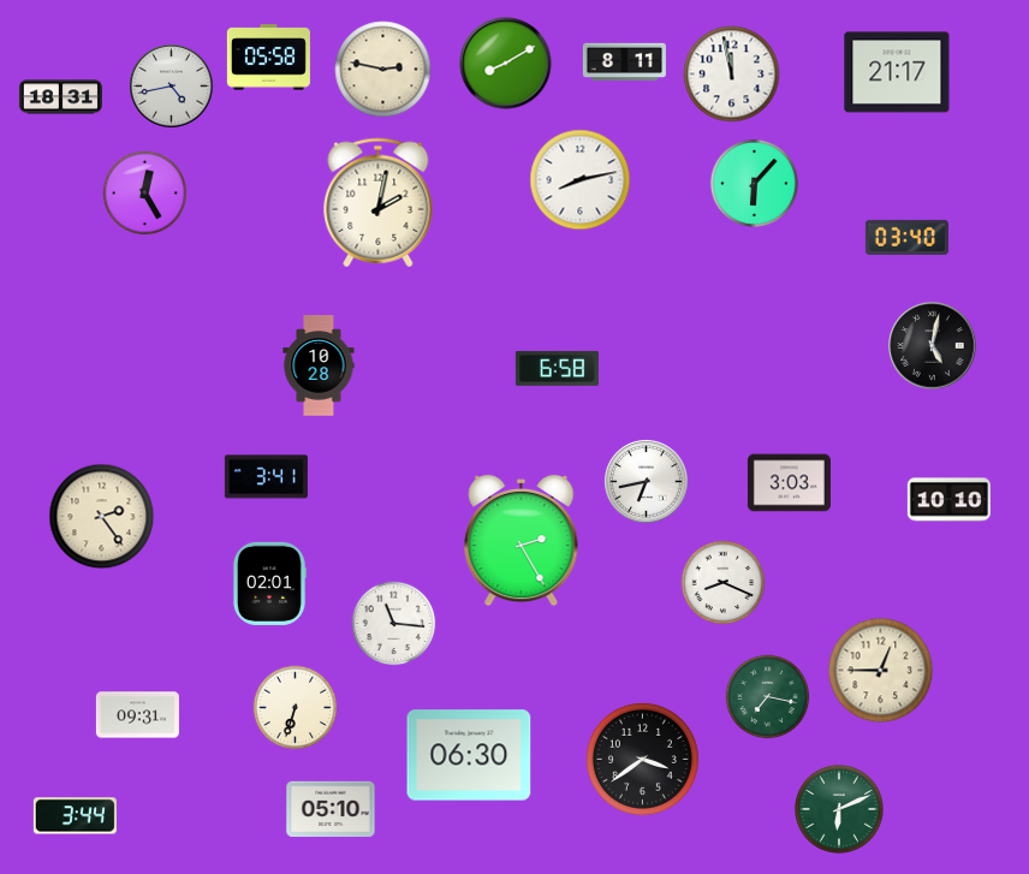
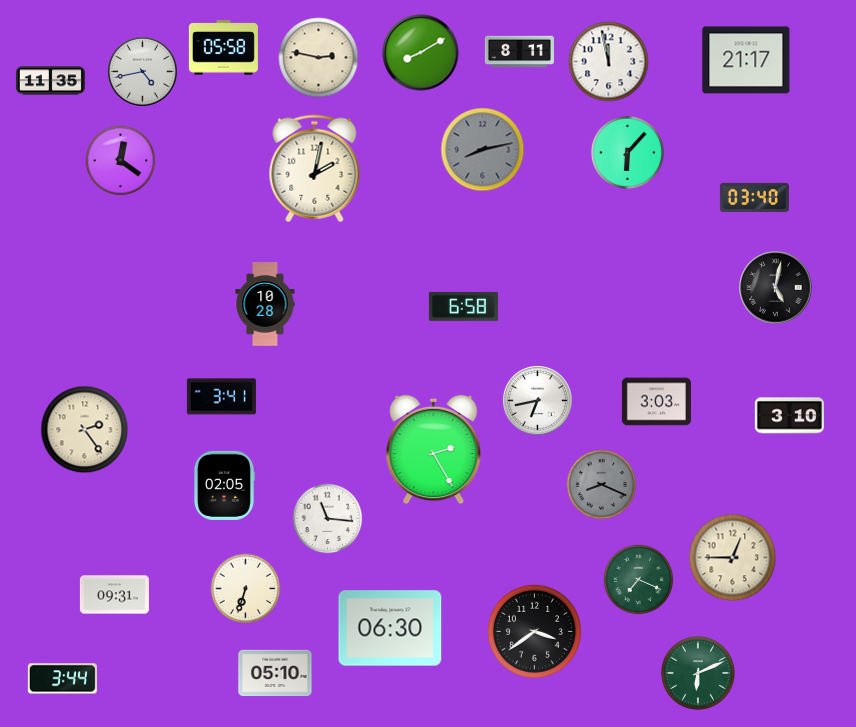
clock at (60, 97): 18:31 -> 11:35
clock at (581, 180) dial: white -> grey
clock at (145, 194): 12:25 -> 12:21
clock at (948, 500): 10:10 -> 3:10
clock at (268, 583): 02:01 -> 02:05
clock at (724, 583) dial: white -> grey
clock at (768, 697): 7:17 -> 7:19
